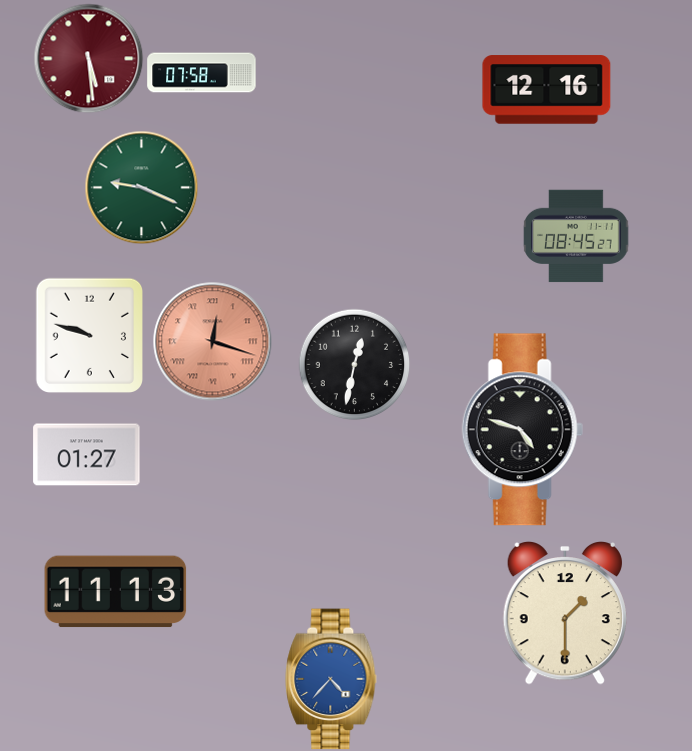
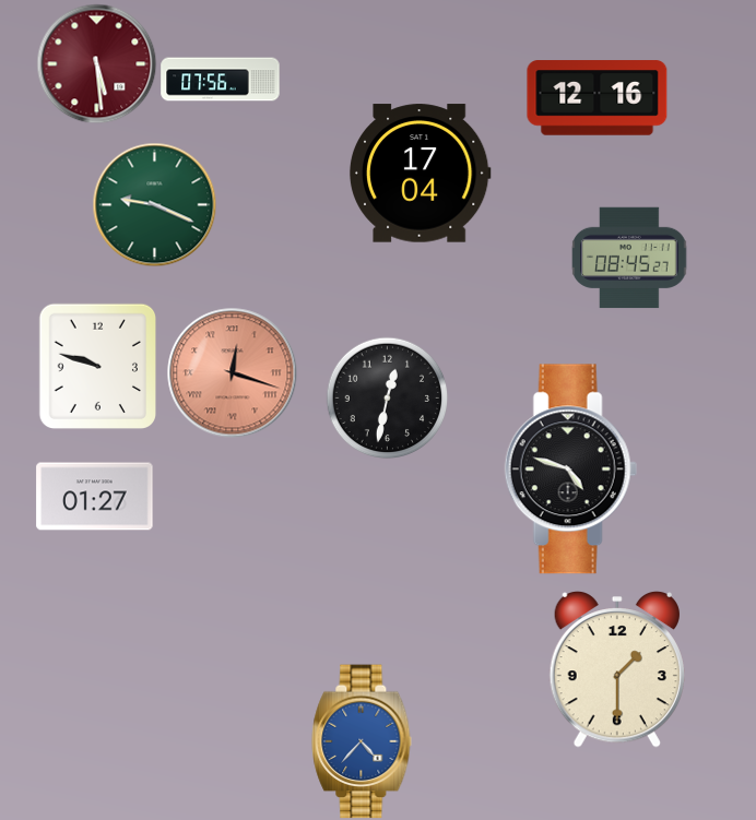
clock at (202, 73): 07:58 -> 07:56
clock at (420, 174): none -> 17:04
clock at (116, 592): 11:13 -> none
